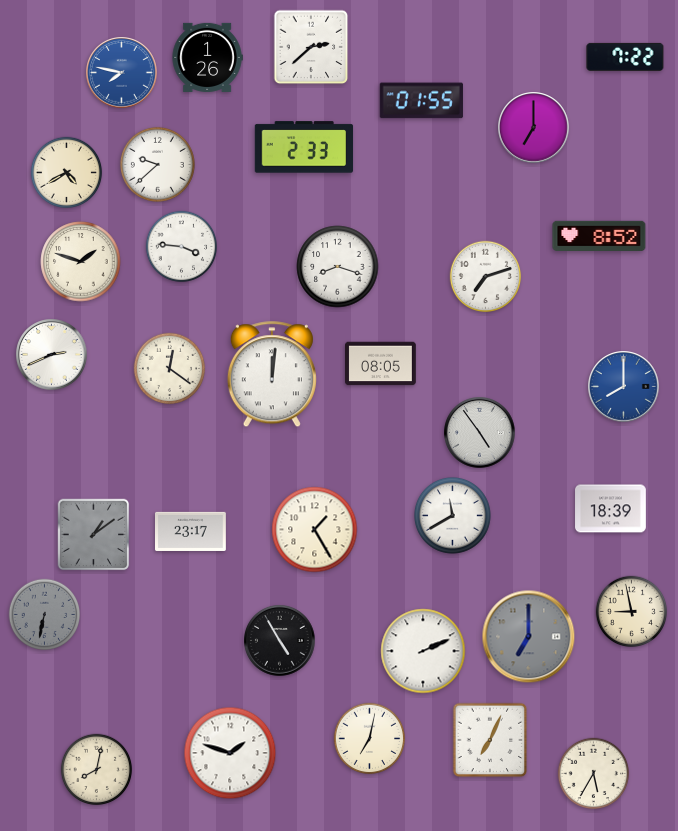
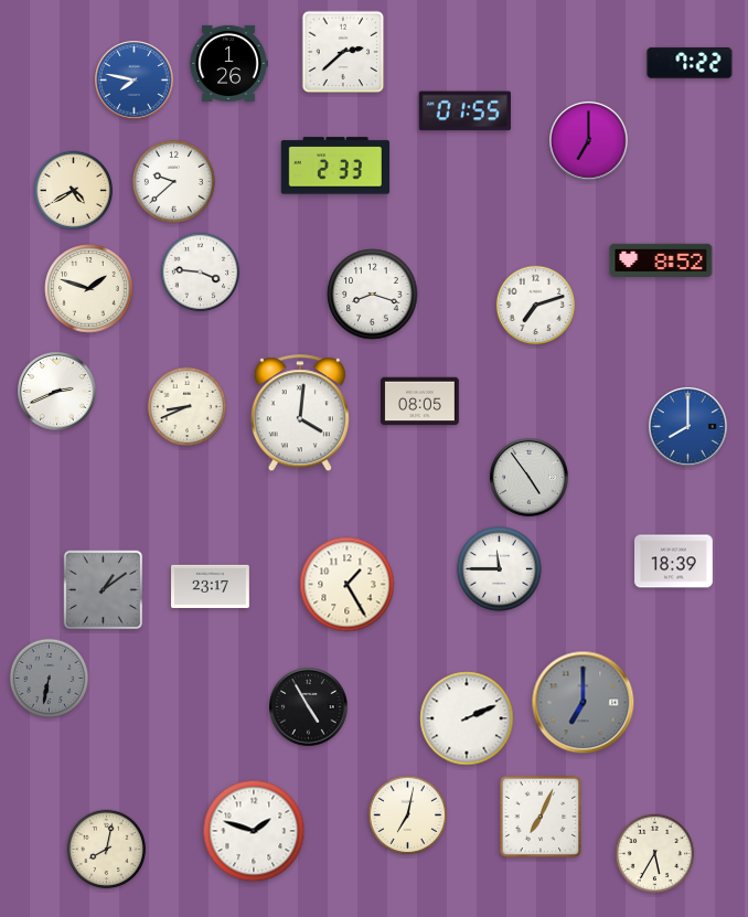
clock at (304, 147) position: (304, 147) -> (335, 166)
clock at (170, 369): 12:21 -> 8:41
clock at (272, 375): 12:01 -> 4:01
clock at (453, 516): 11:40 -> 11:45
clock at (632, 612): 8:58 -> none
